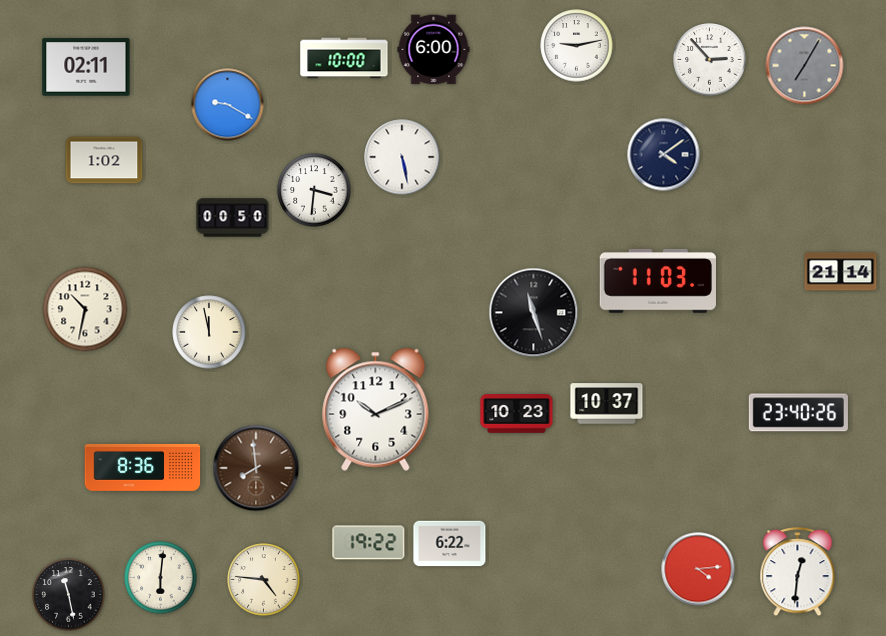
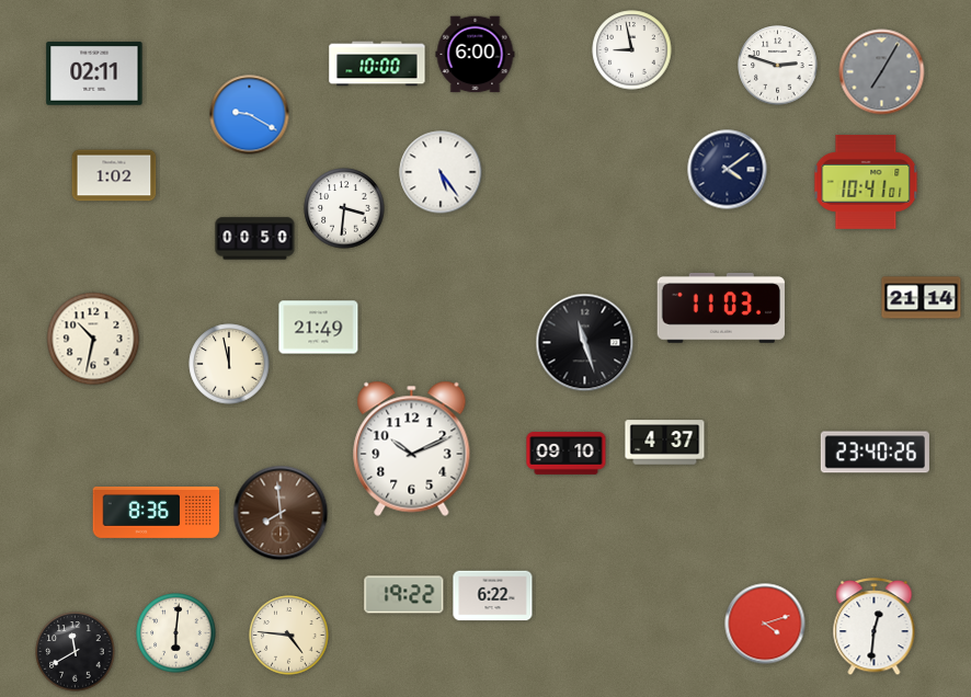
clock at (577, 46): 9:13 -> 8:58
clock at (710, 60): 2:53 -> 2:48
clock at (402, 157): 5:28 -> 5:24
clock at (866, 182): none -> 10:41
clock at (319, 328): none -> 21:49
clock at (607, 404): 10:37 -> 4:37
clock at (517, 414): 10:23 -> 09:10
clock at (698, 569): 4:14 -> 4:12
clock at (69, 595): 11:28 -> 11:40
